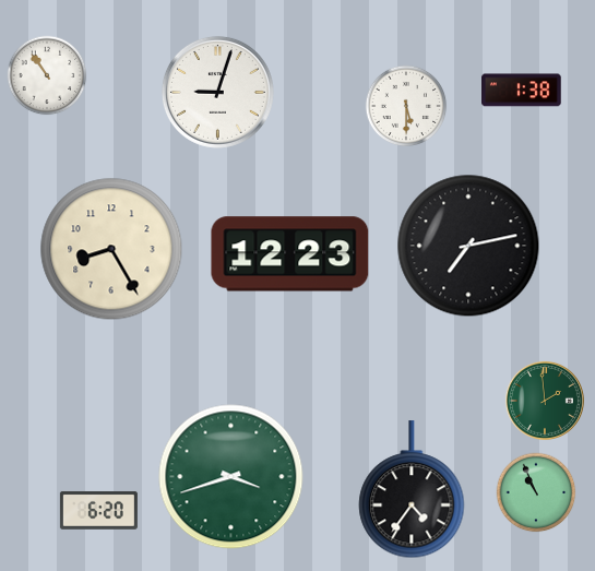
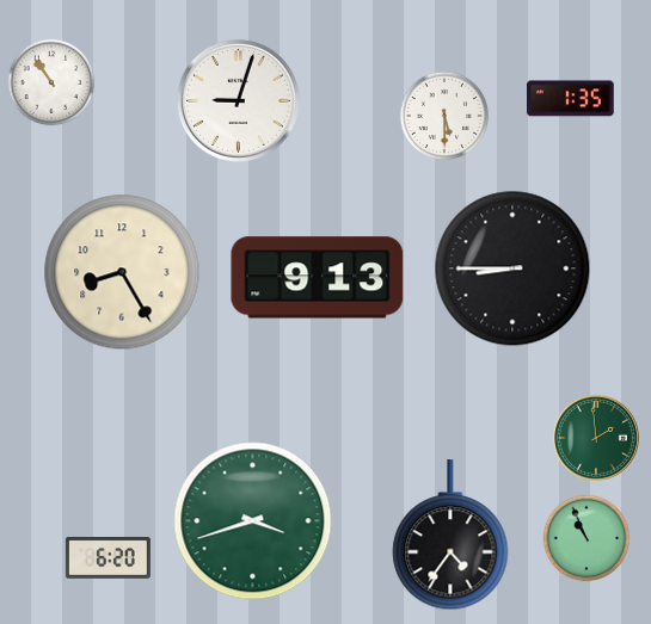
clock at (522, 91): 1:38 -> 1:35
clock at (468, 246): 7:13 -> 8:45
clock at (290, 254): 12:23 -> 9:13
